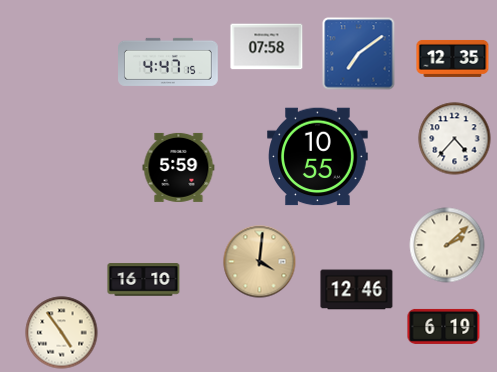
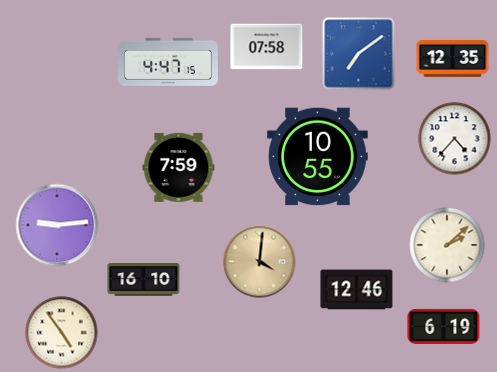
clock at (179, 167): 5:59 -> 7:59
clock at (57, 225): none -> 9:14
